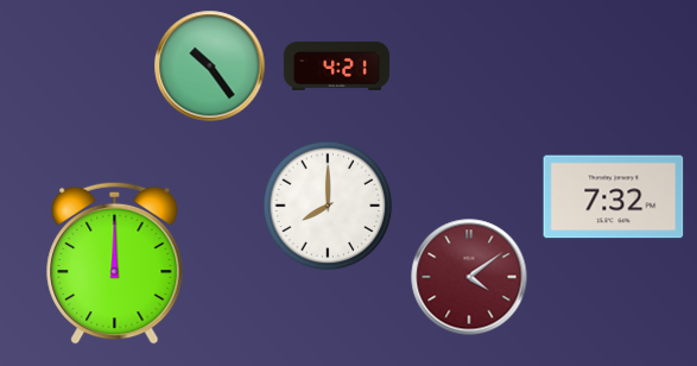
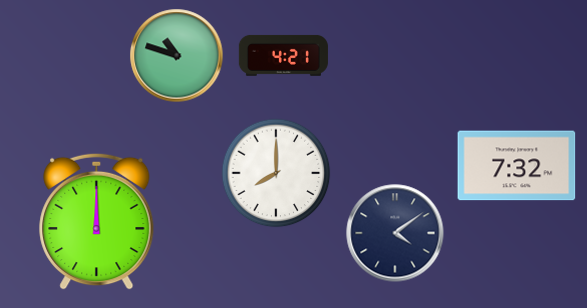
clock at (210, 67): 10:24 -> 10:48
clock at (469, 277) dial: burgundy -> navy
